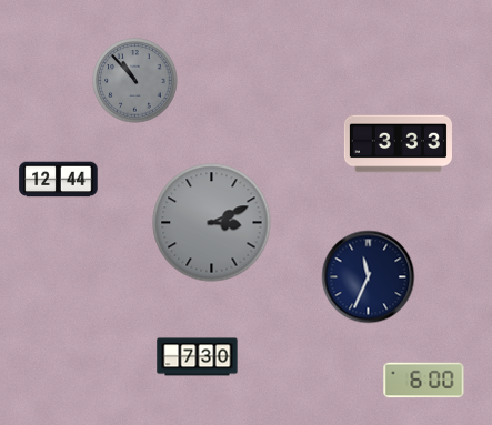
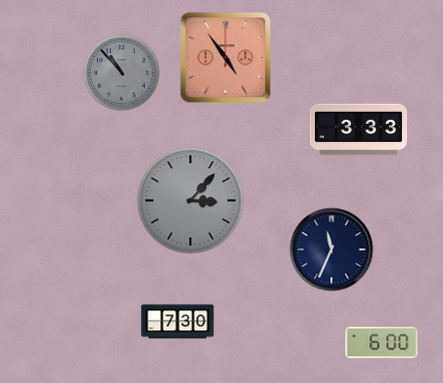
clock at (226, 58): none -> 4:54
clock at (59, 180): 12:44 -> none
clock at (212, 223): 3:11 -> 3:07
